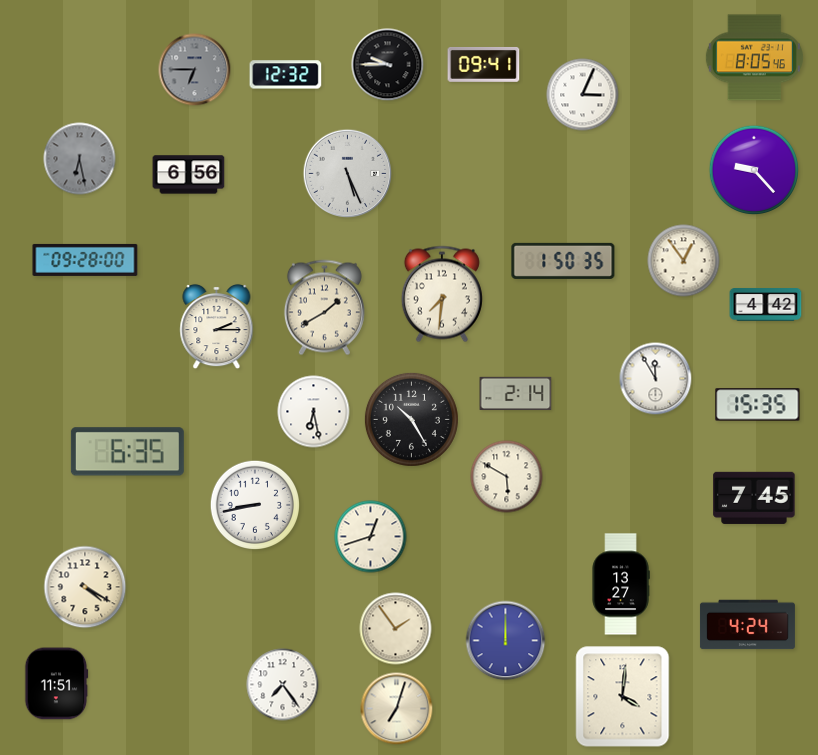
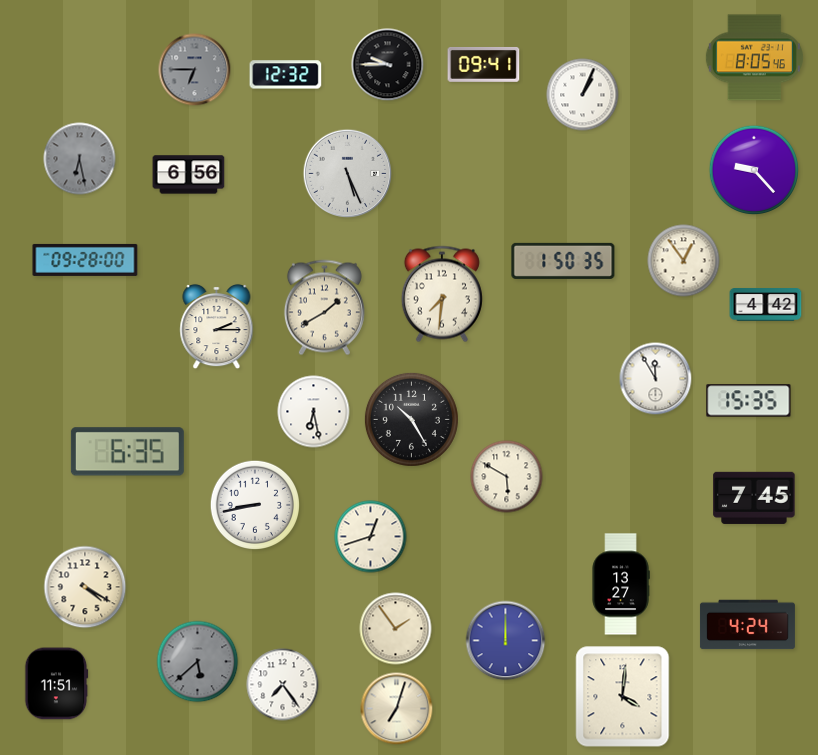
clock at (583, 95): 3:04 -> 1:04
clock at (516, 394): 2:14 -> none
clock at (758, 405) position: (758, 405) -> (749, 401)
clock at (198, 662): none -> 5:38
